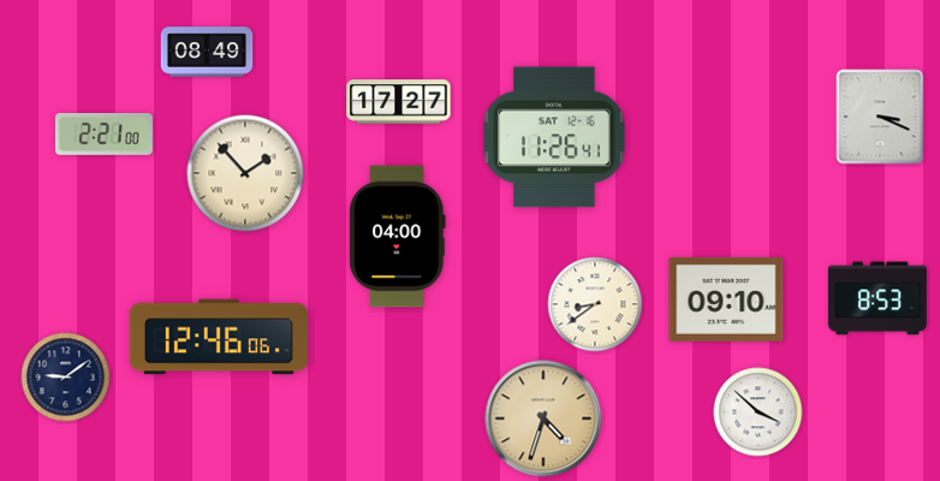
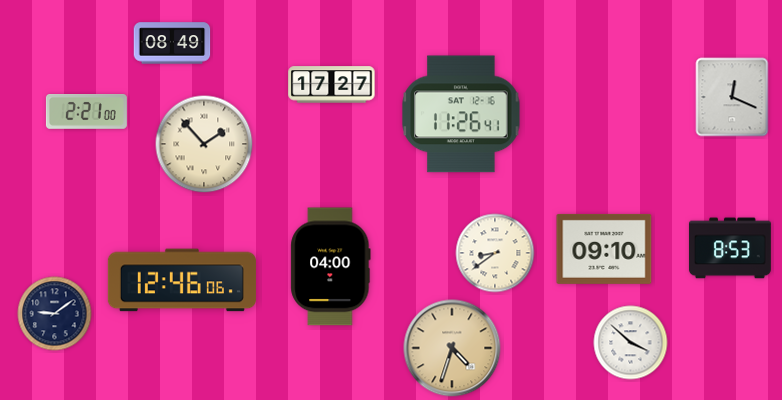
clock at (880, 117): 3:19 -> 12:19
clock at (398, 237) position: (398, 237) -> (331, 267)
